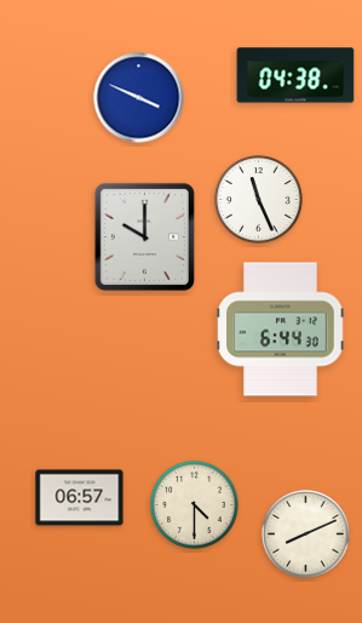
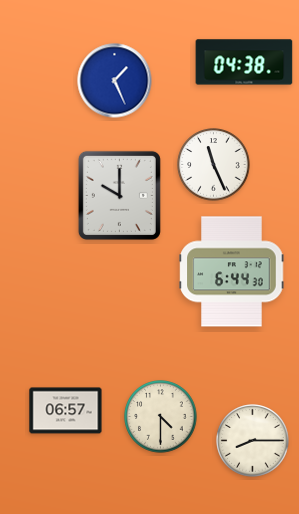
clock at (139, 98): 3:49 -> 1:26
clock at (306, 535): 8:11 -> 8:15
